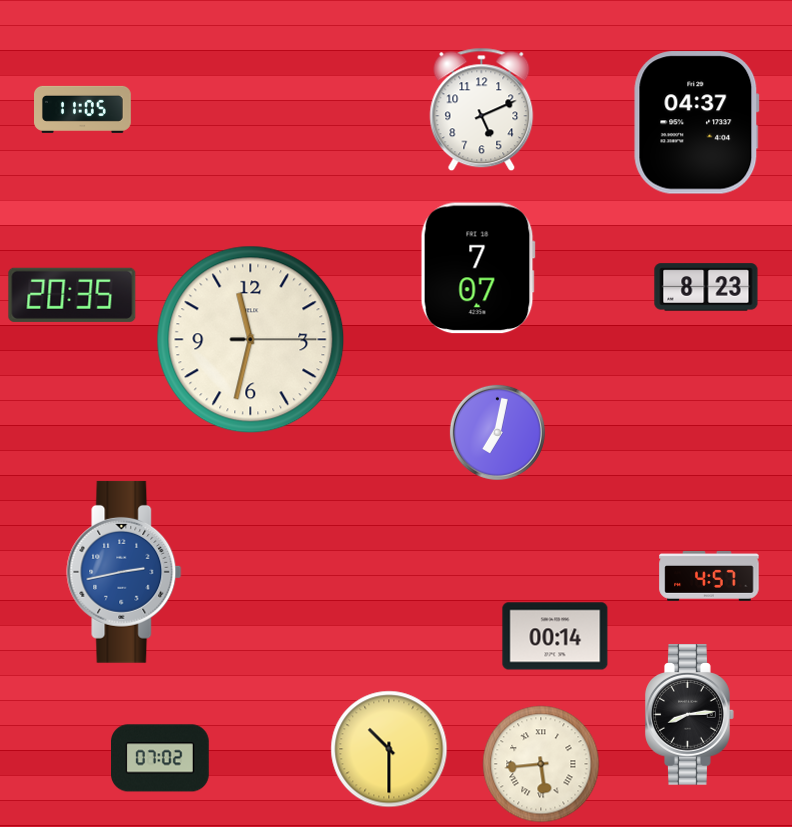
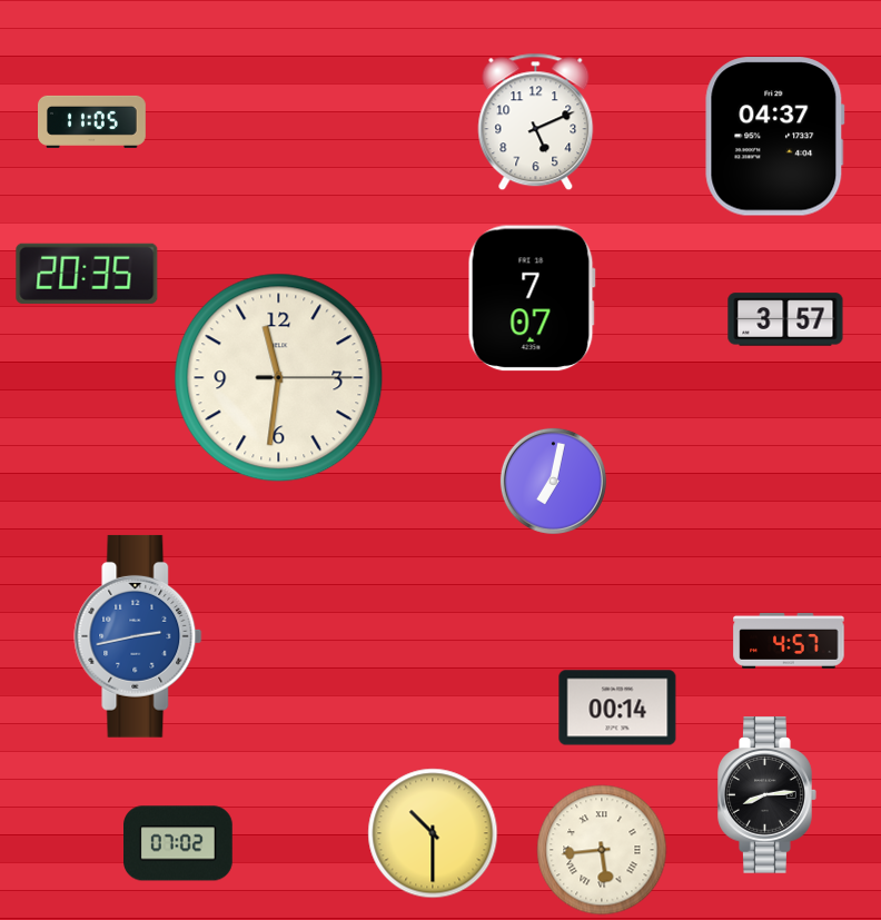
clock at (706, 287): 8:23 -> 3:57
clock at (72, 295) position: (72, 295) -> (87, 274)
clock at (251, 340): 11:32 -> 11:31
